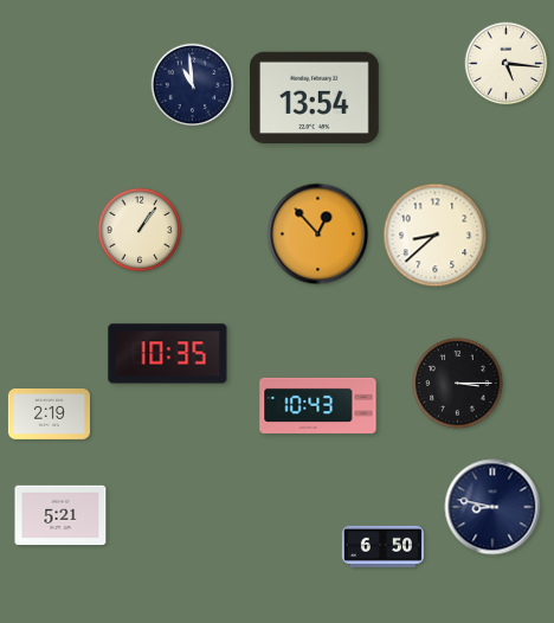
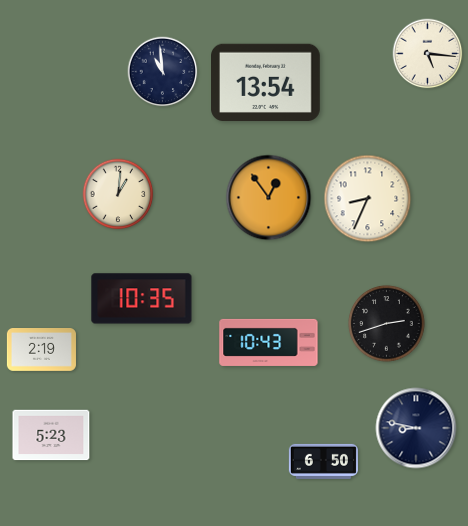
clock at (140, 230): 1:06 -> 1:01
clock at (318, 235): 12:53 -> 12:54
clock at (436, 236): 8:38 -> 8:34
clock at (458, 384): 3:15 -> 2:42
clock at (60, 515): 5:21 -> 5:23
